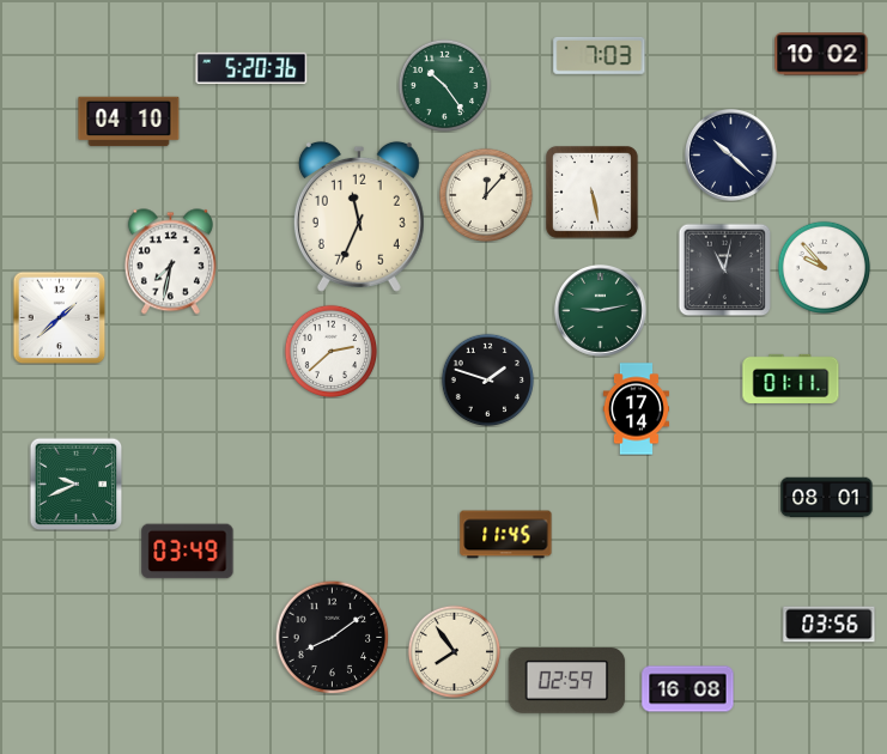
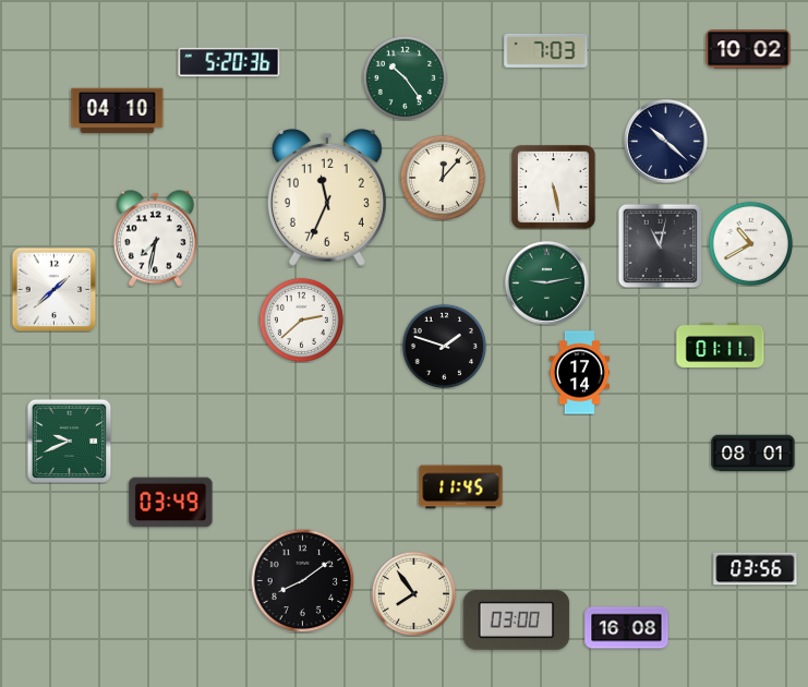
clock at (591, 191) position: (591, 191) -> (553, 186)
clock at (824, 267): 9:53 -> 10:40
clock at (567, 681): 02:59 -> 03:00
